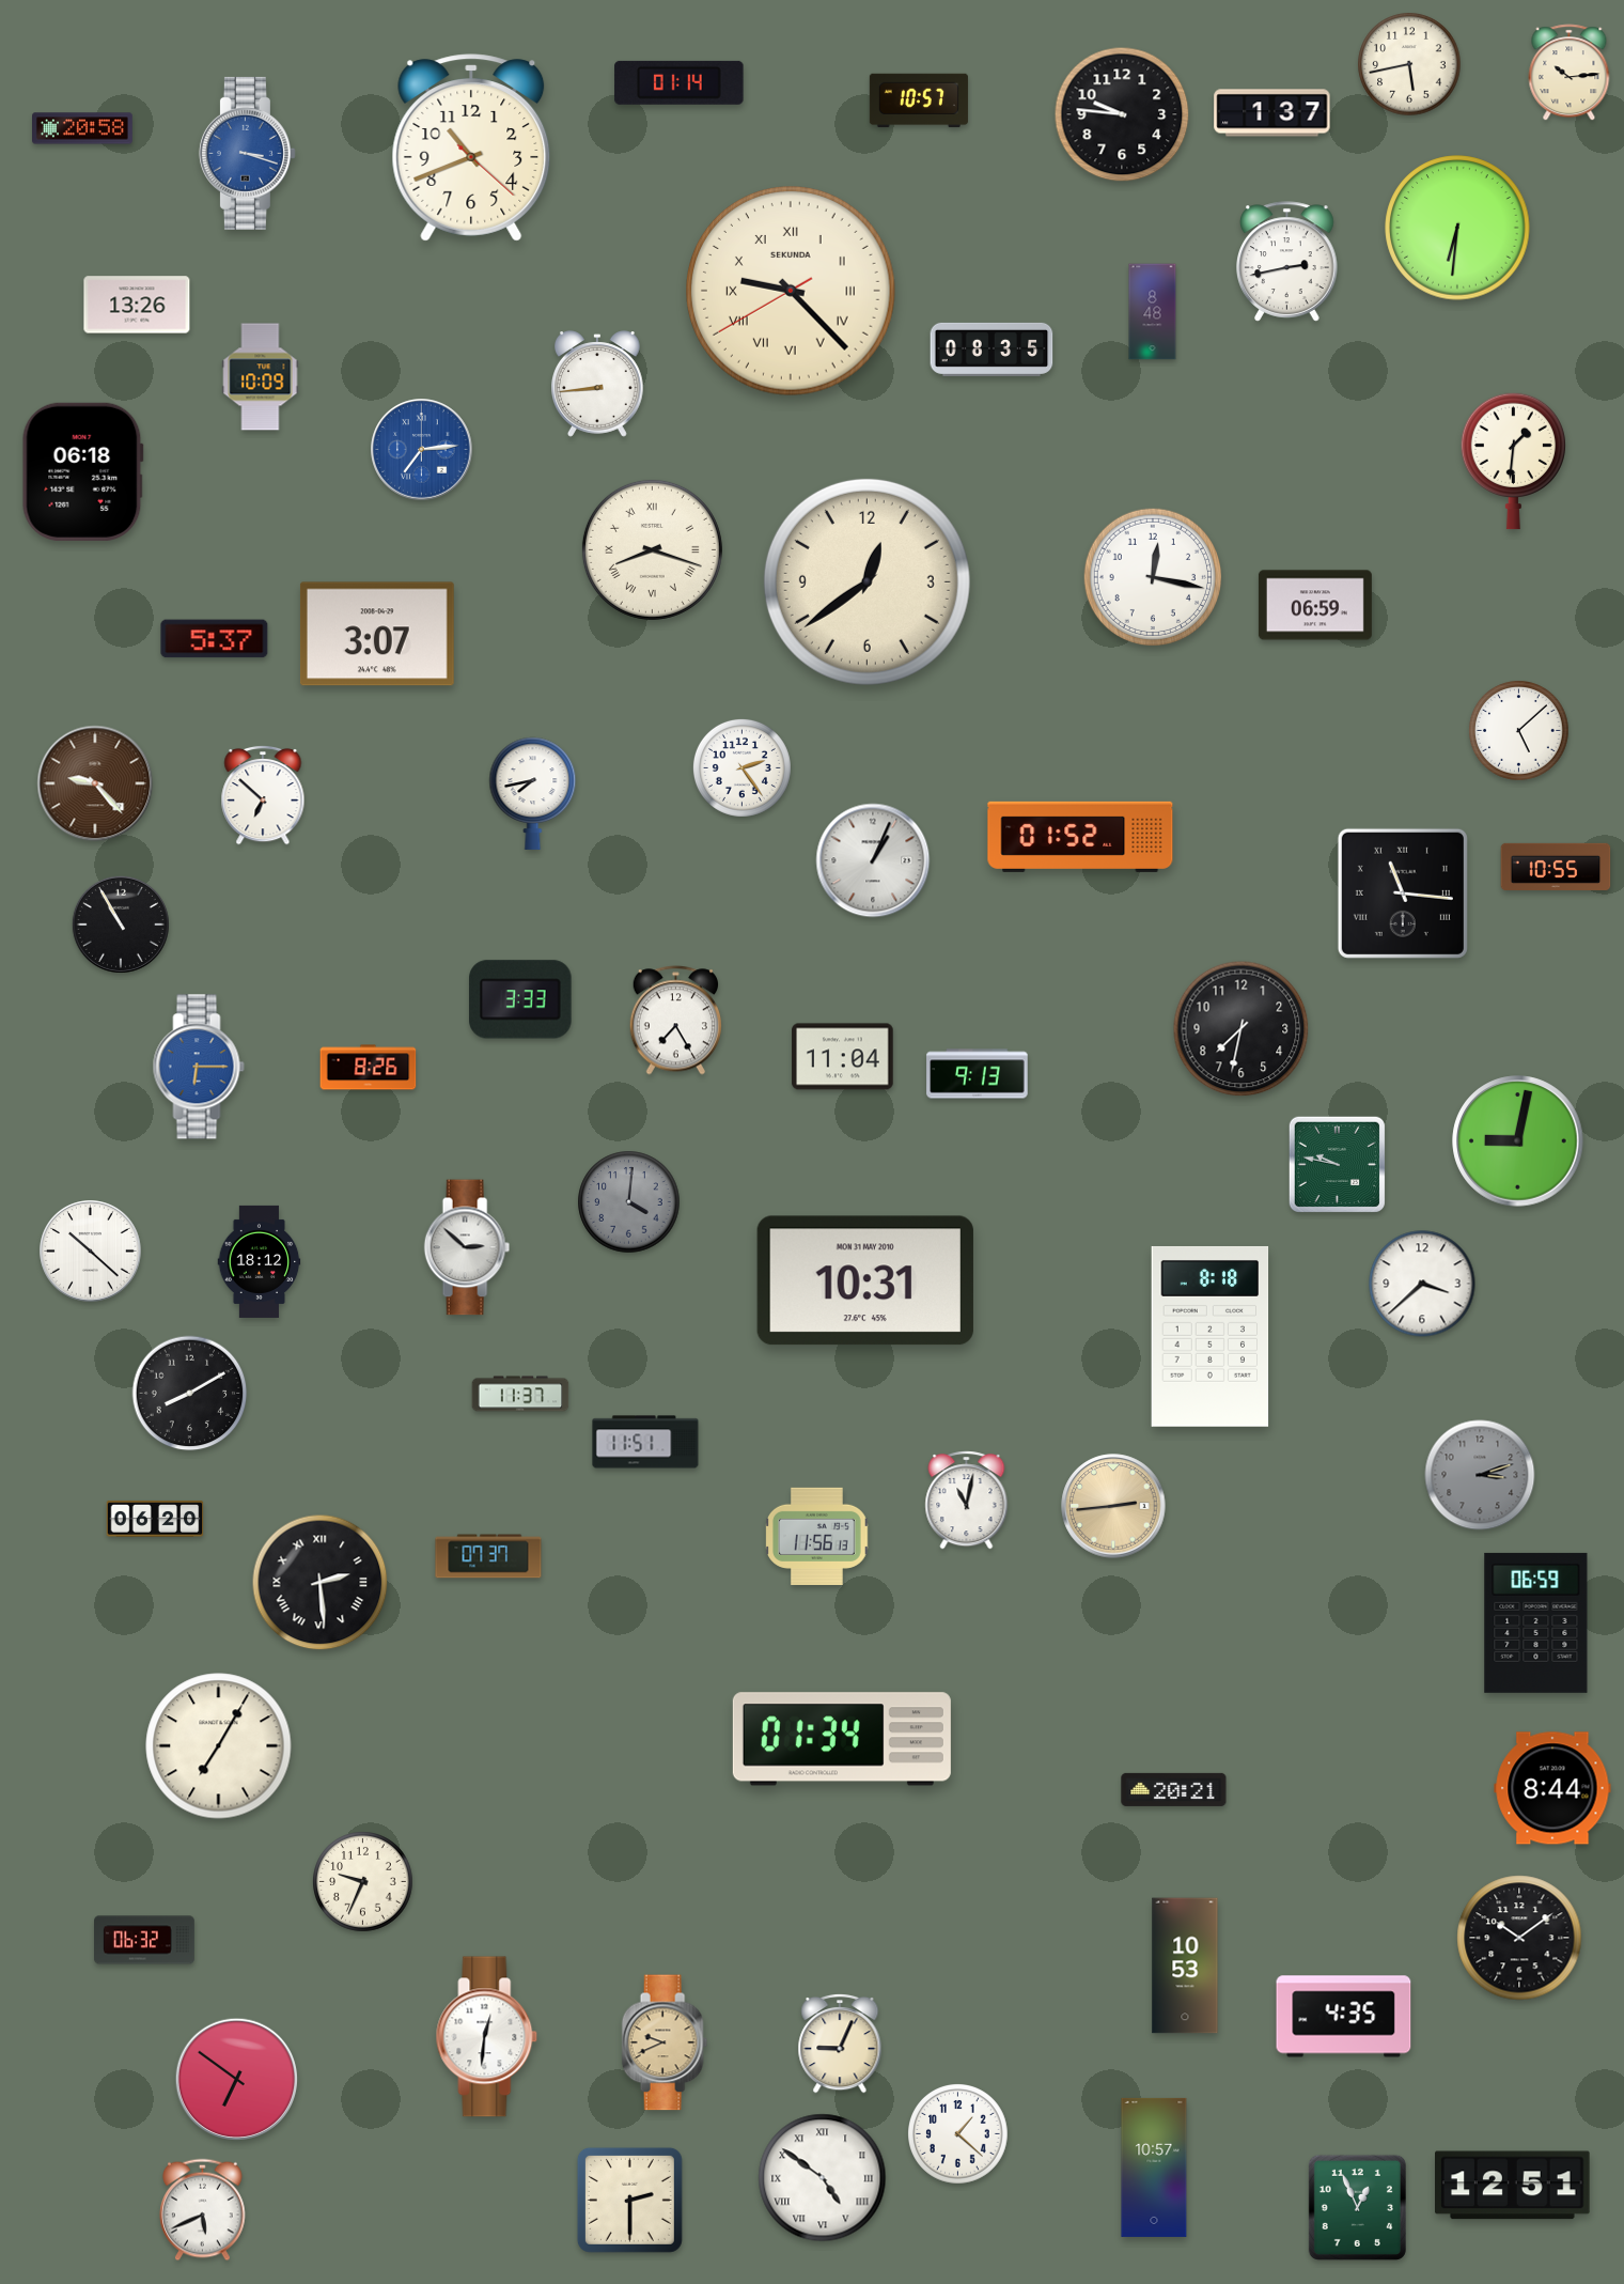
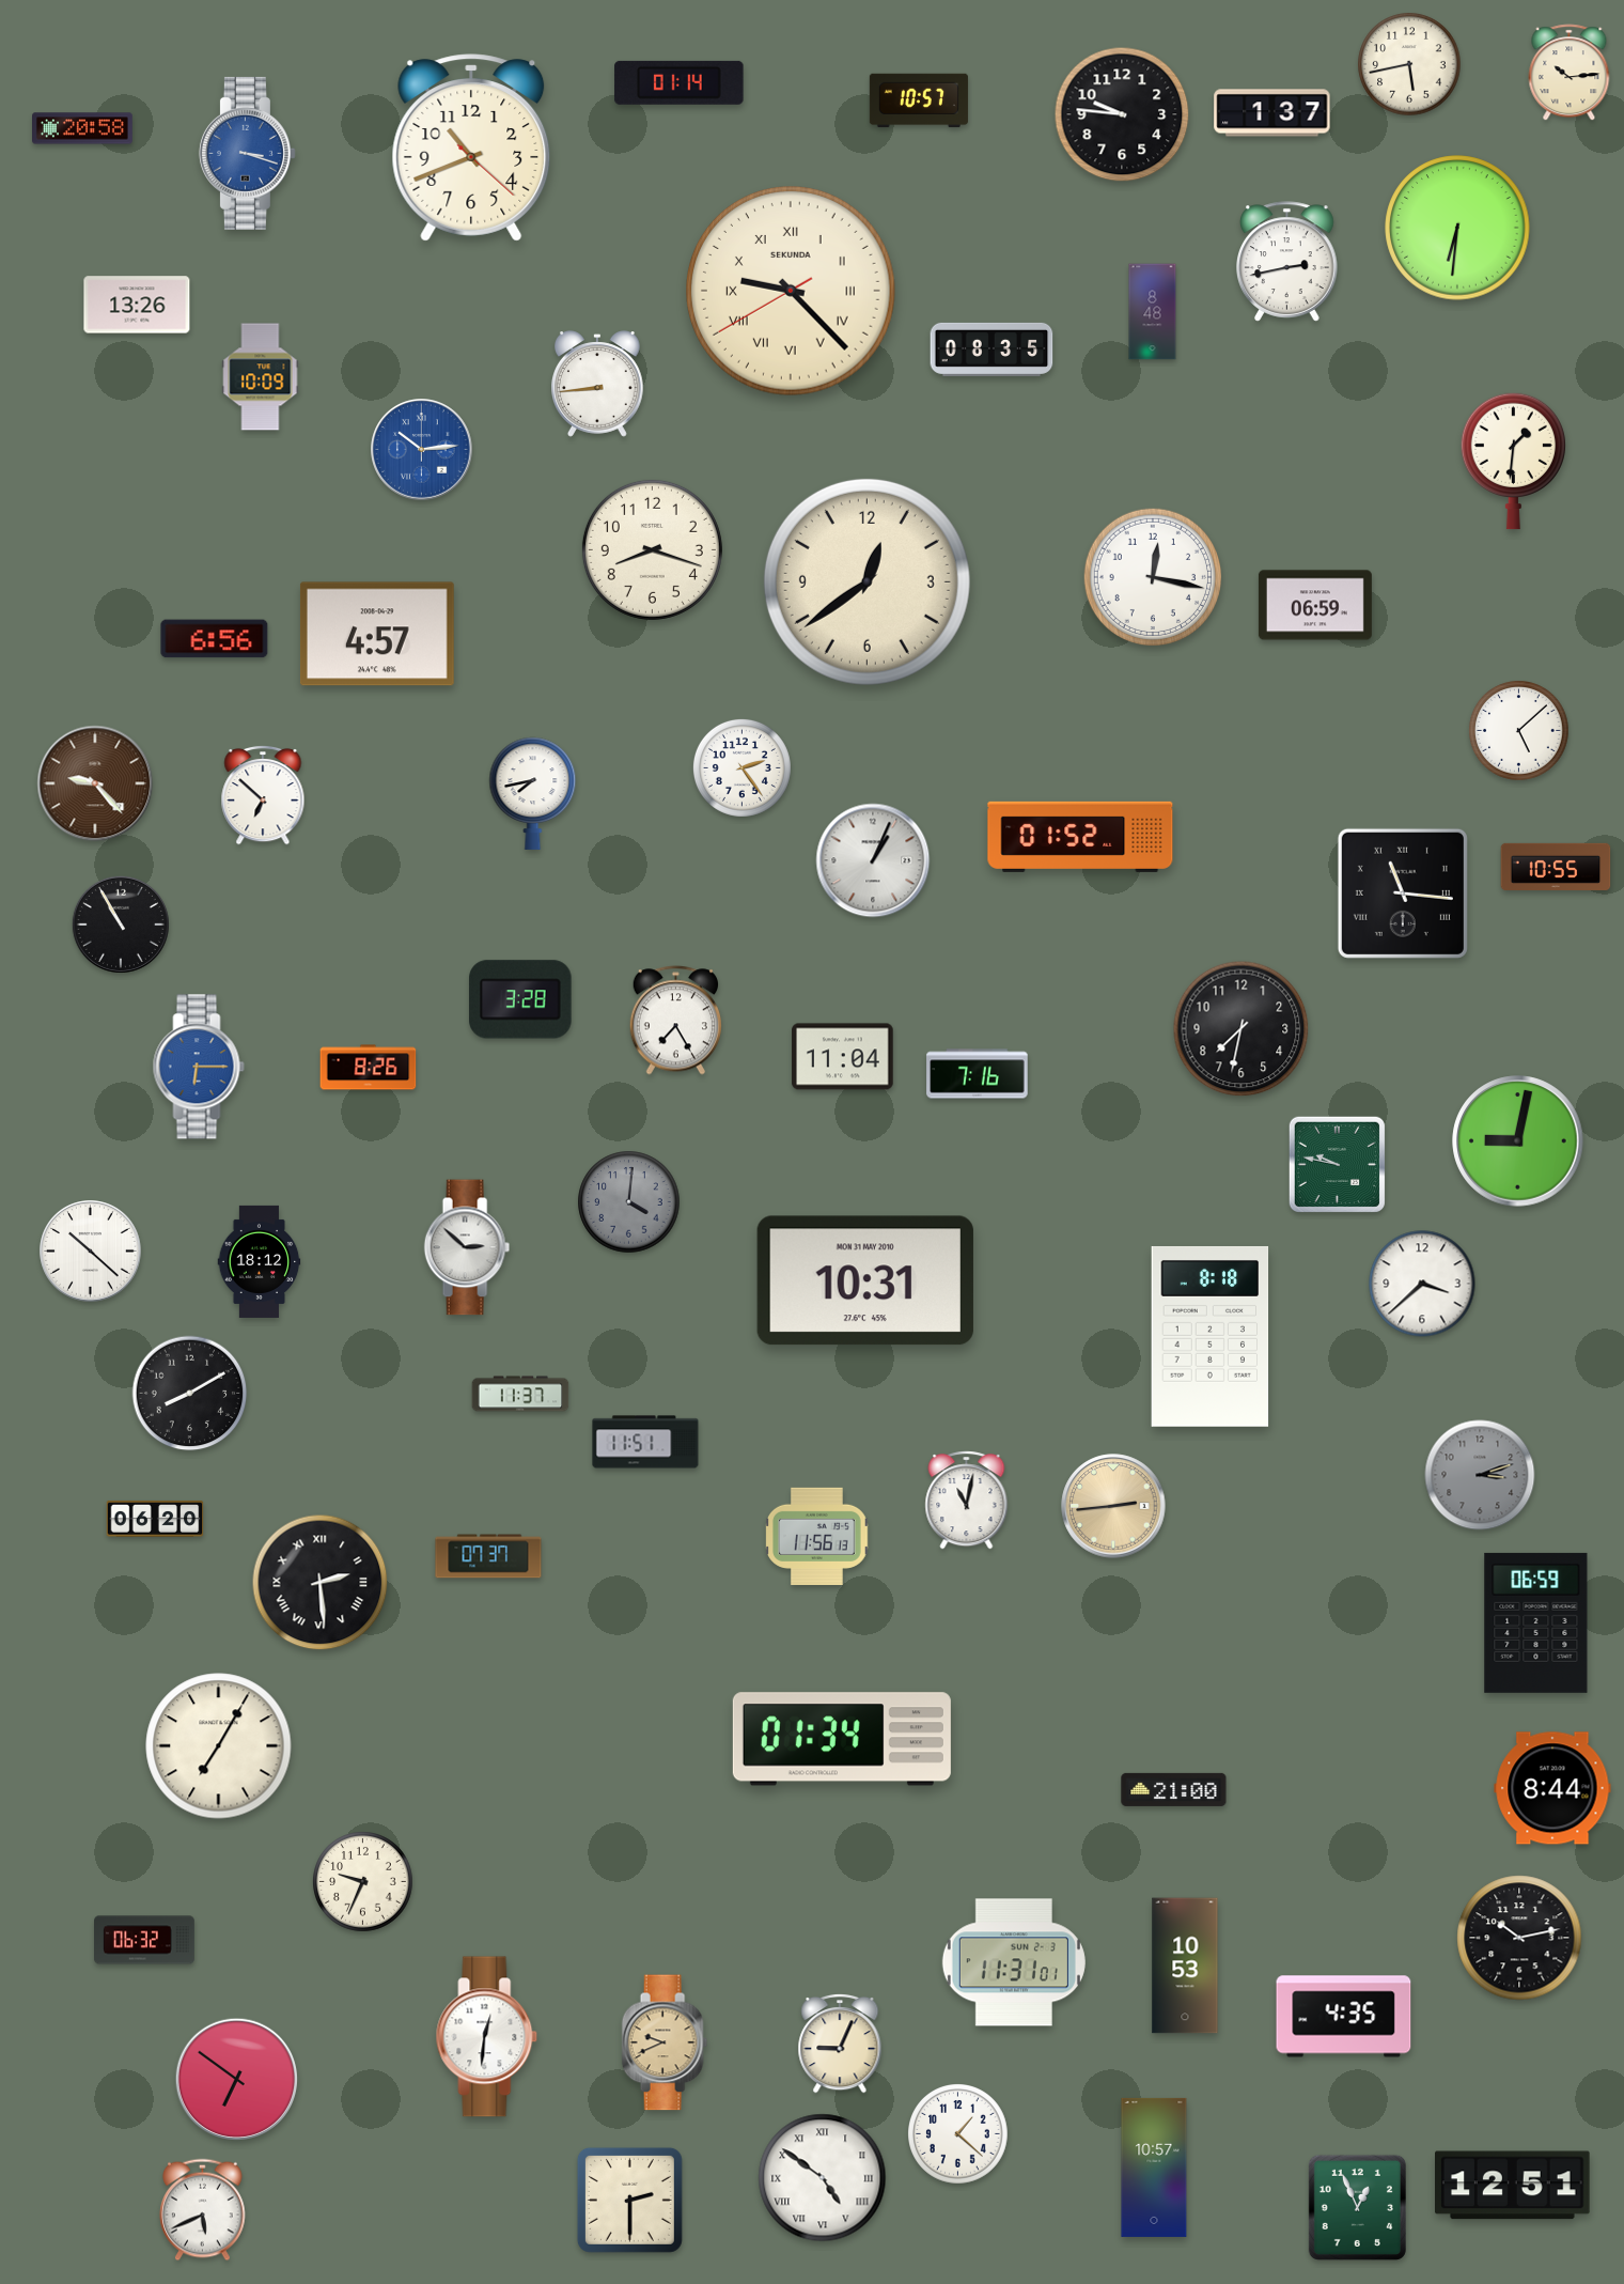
clock at (422, 450): 7:14 -> 10:14
clock at (82, 471): 06:18 -> none
clock at (652, 549) numerals: Roman -> Arabic
clock at (377, 634): 3:07 -> 4:57
clock at (215, 639): 5:37 -> 6:56
clock at (520, 999): 3:33 -> 3:28
clock at (978, 1074): 9:13 -> 7:16
clock at (1174, 1789): 20:21 -> 21:00
clock at (1519, 1938): 10:09 -> 10:13
clock at (1014, 1962): none -> 11:31
